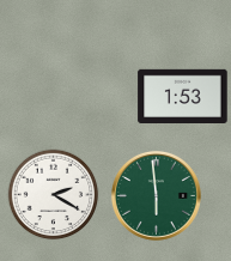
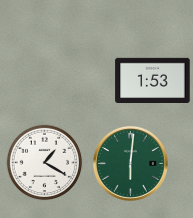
clock at (54, 195): 2:20 -> 1:20
clock at (156, 195): 5:59 -> 6:01
